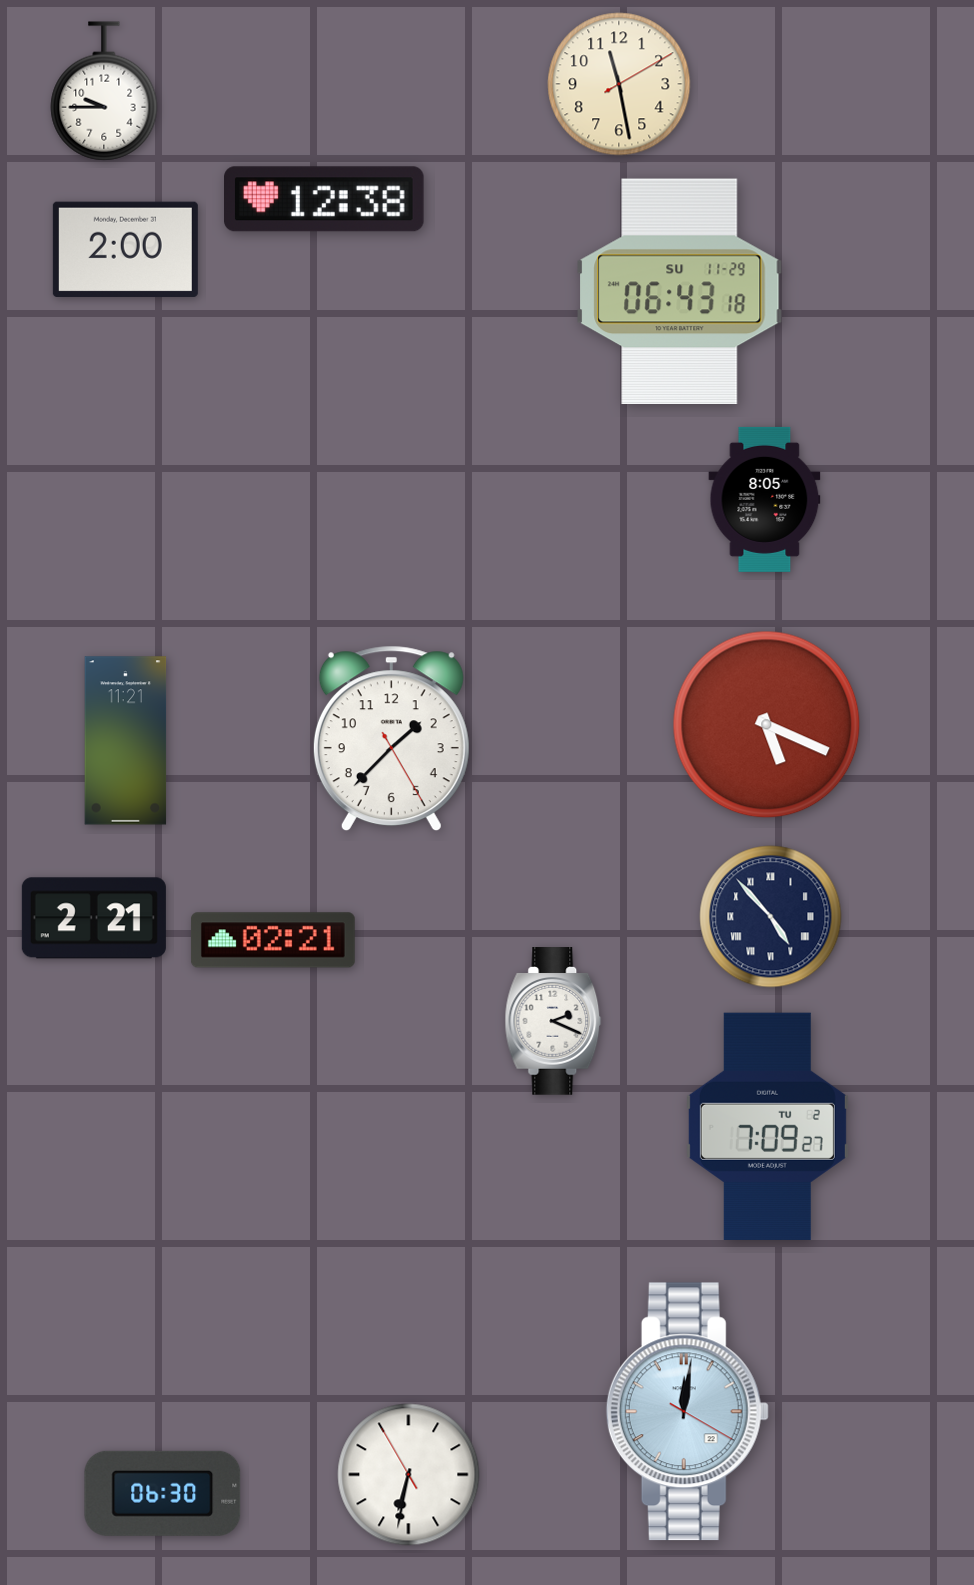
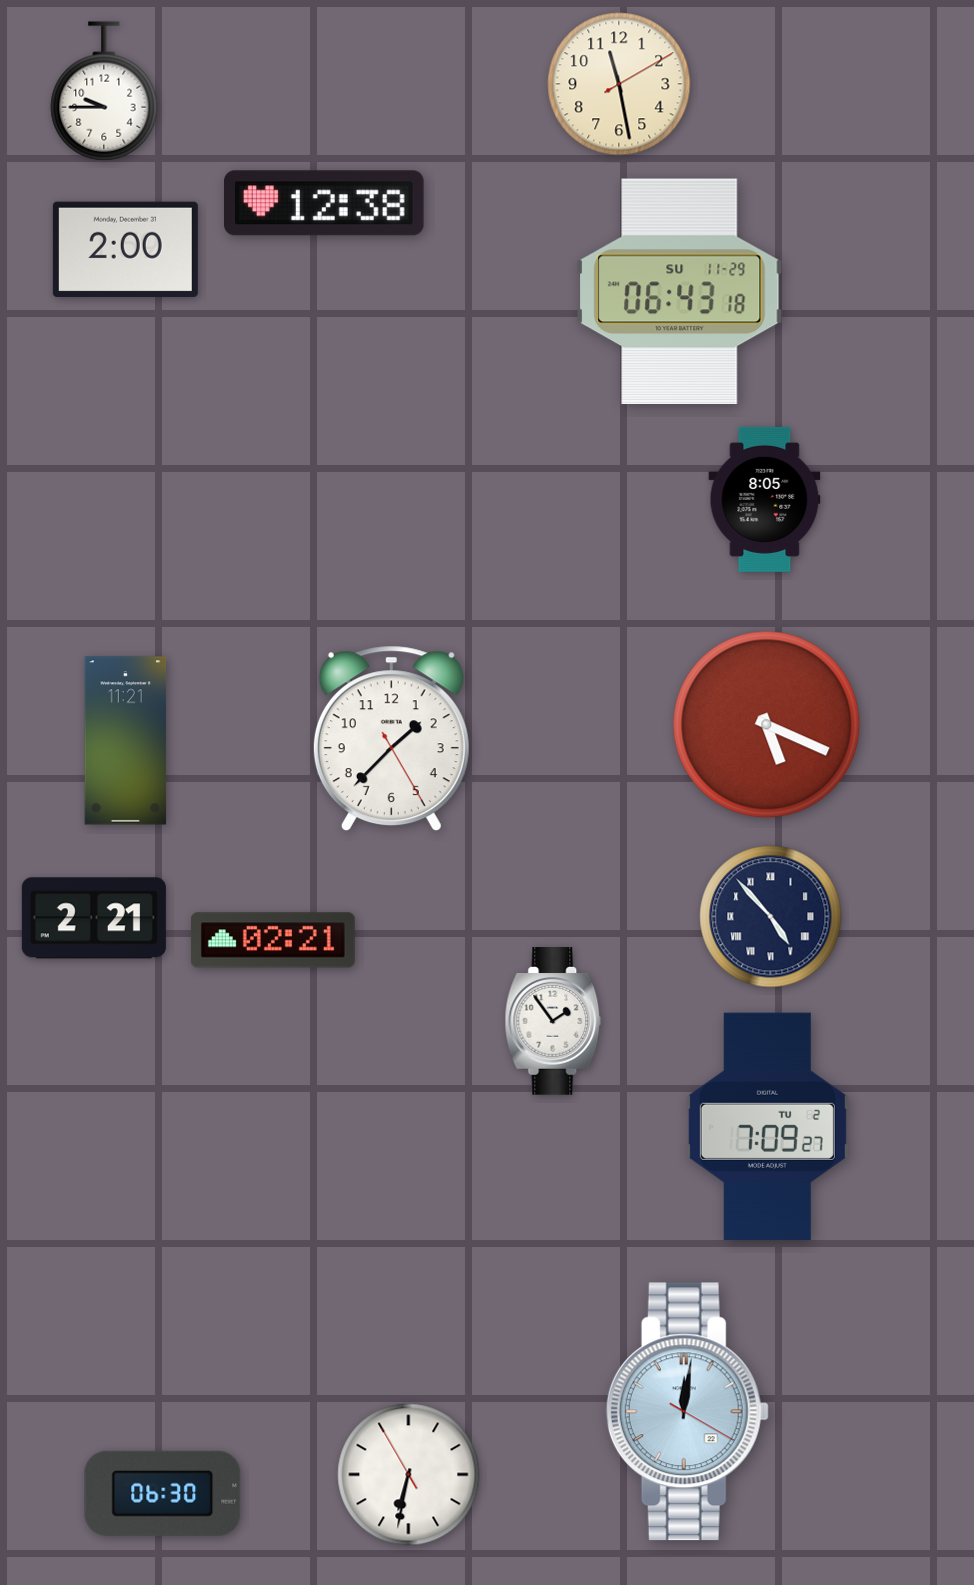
clock at (325, 199) position: (325, 199) -> (325, 203)
clock at (553, 1021): 2:19 -> 1:54
